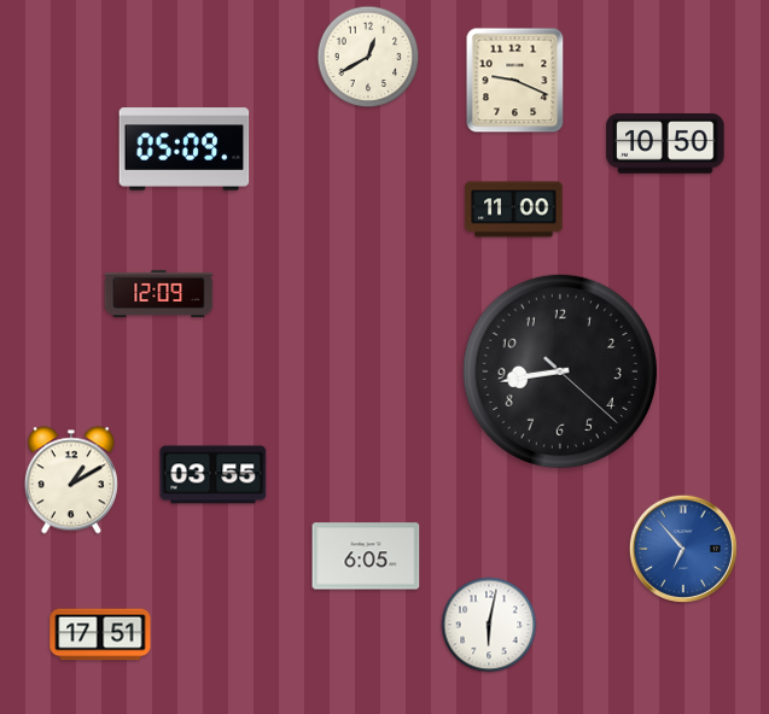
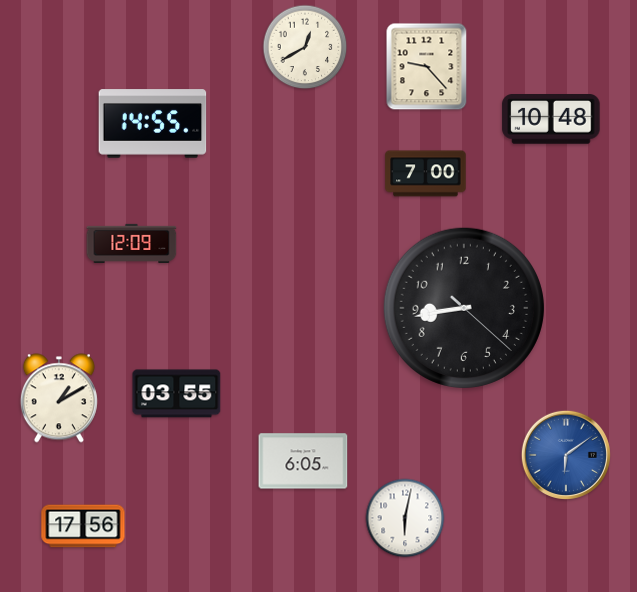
clock at (515, 81): 9:19 -> 9:23
clock at (665, 144): 10:50 -> 10:48
clock at (185, 150): 05:09 -> 14:55
clock at (514, 210): 11:00 -> 7:00
clock at (683, 549): 6:53 -> 6:09
clock at (100, 634): 17:51 -> 17:56
